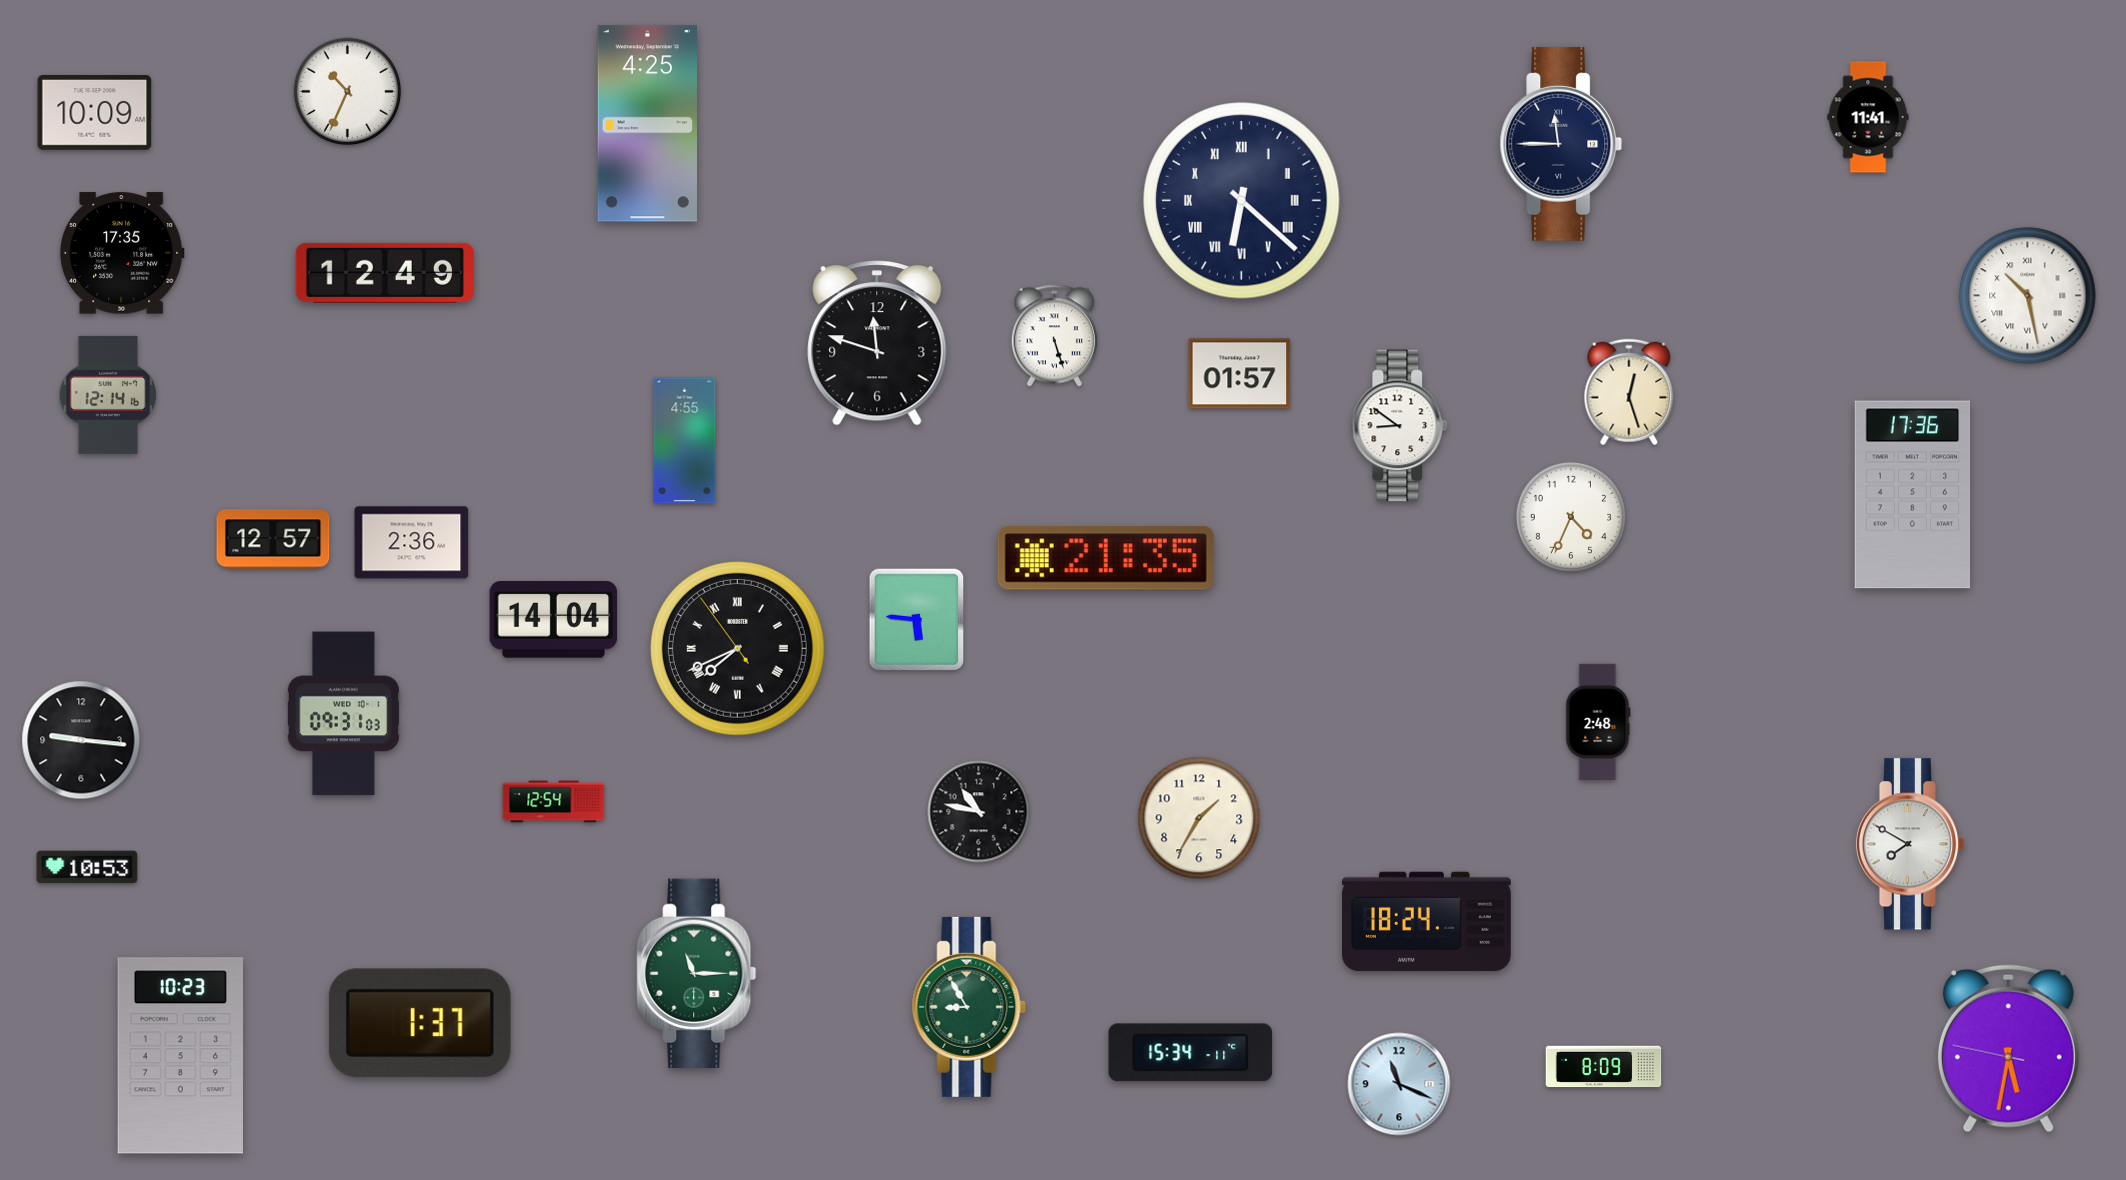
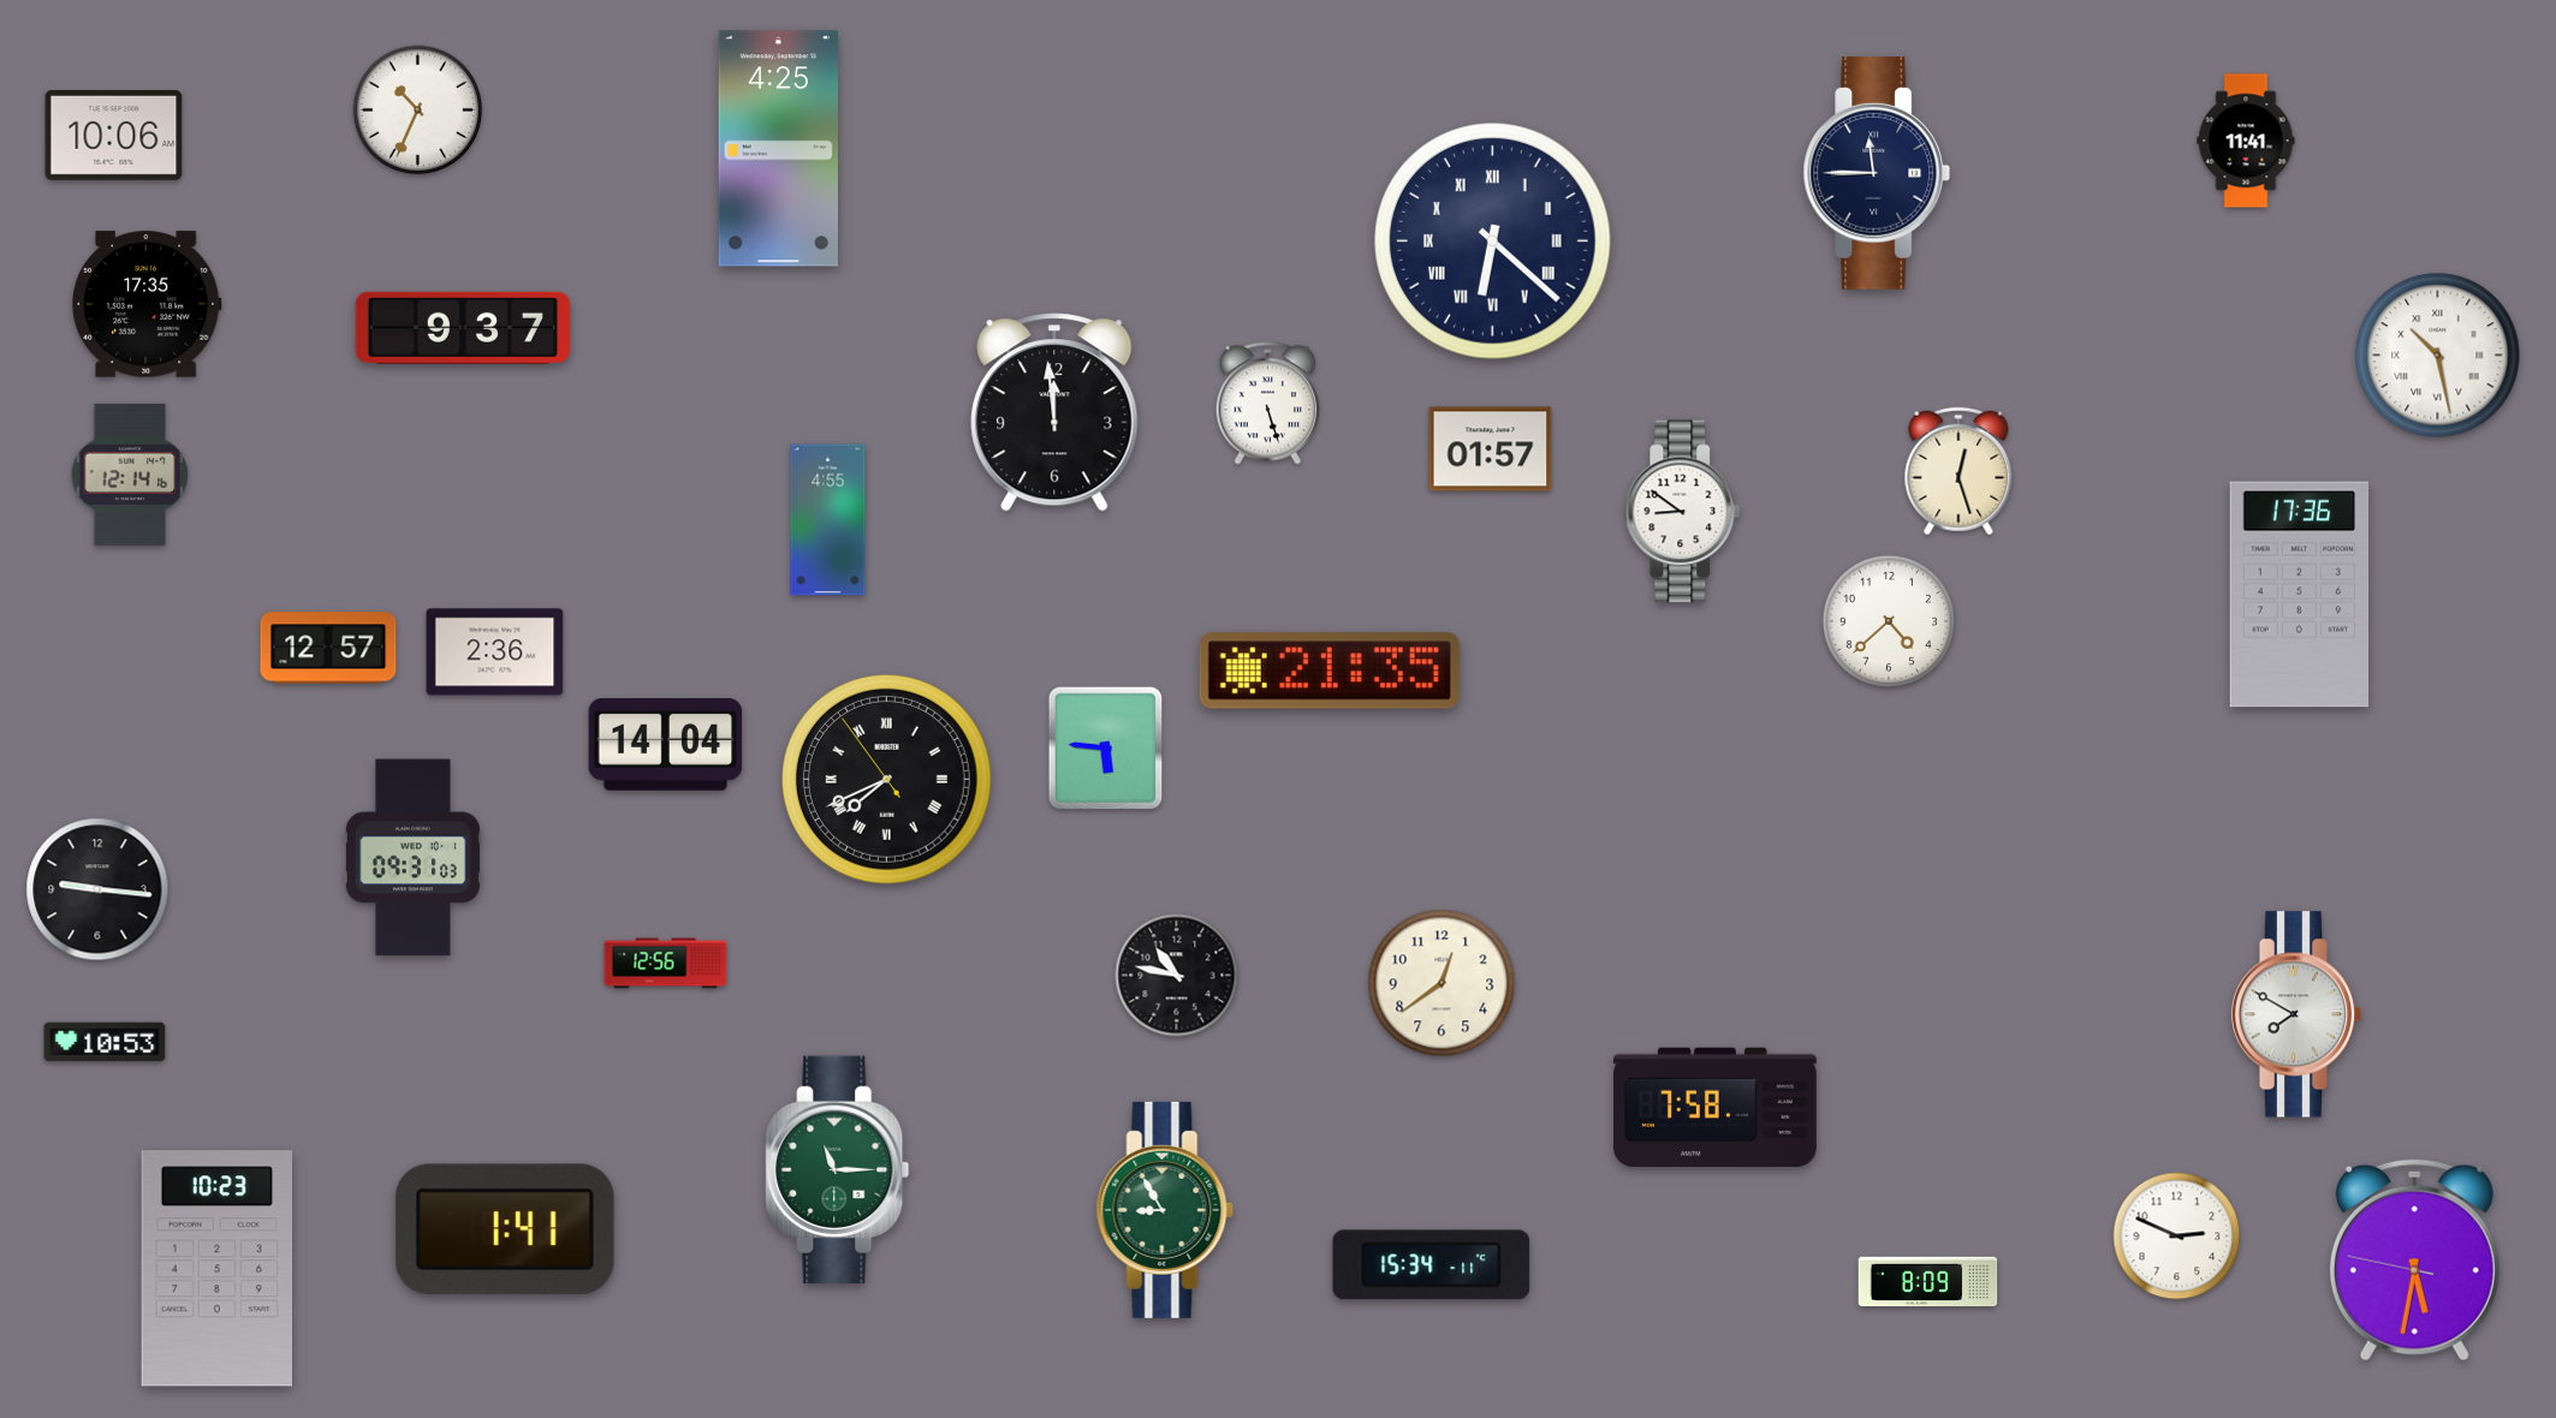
clock at (95, 112): 10:09 -> 10:06
clock at (385, 273): 12:49 -> 9:37
clock at (877, 343): 11:48 -> 11:59
clock at (685, 441) position: (685, 441) -> (828, 520)
clock at (1571, 517): 4:34 -> 4:38
clock at (917, 620) position: (917, 620) -> (1106, 749)
clock at (1598, 721): 2:48 -> none
clock at (554, 802): 12:54 -> 12:56
clock at (1199, 818): 1:35 -> 12:39
clock at (1427, 922): 18:24 -> 7:58
clock at (420, 1023): 1:37 -> 1:41
clock at (2177, 1237): none -> 2:49
clock at (1399, 1084): 11:19 -> none
